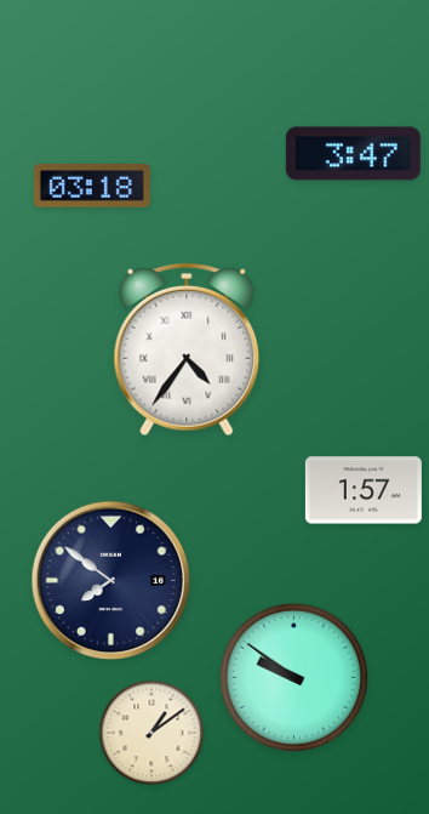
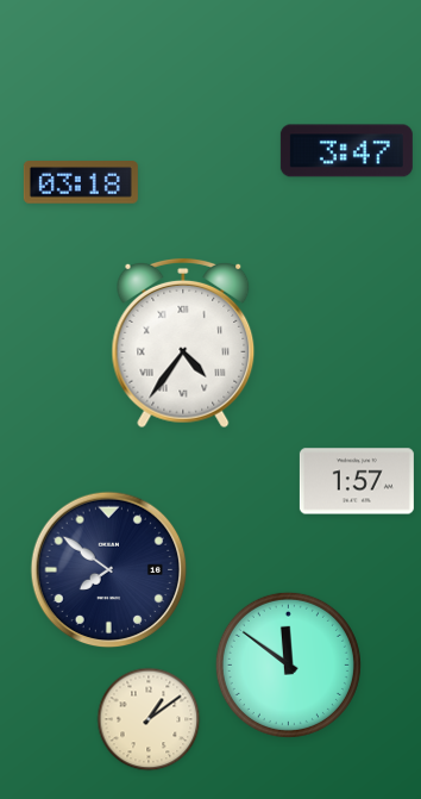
clock at (92, 187) position: (92, 187) -> (81, 183)
clock at (293, 677): 9:51 -> 11:51
